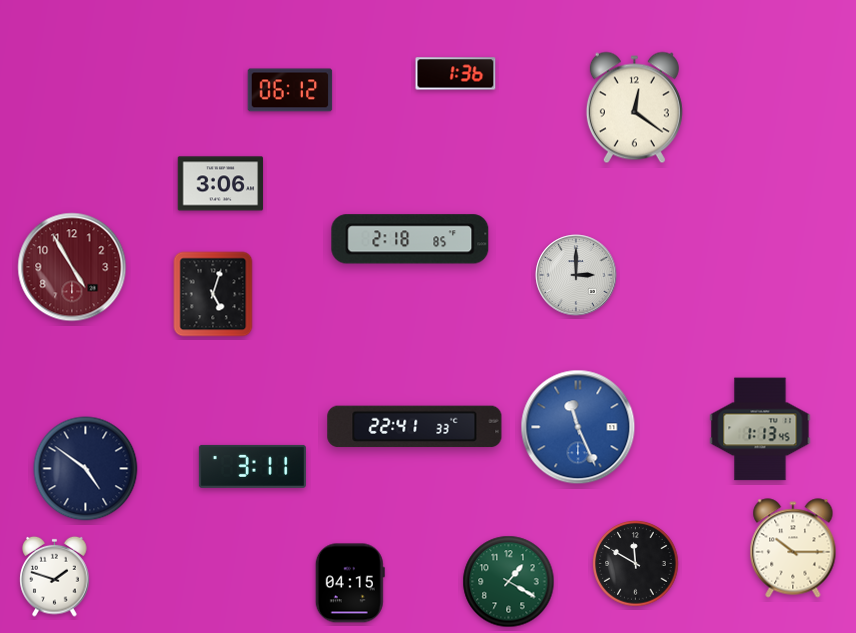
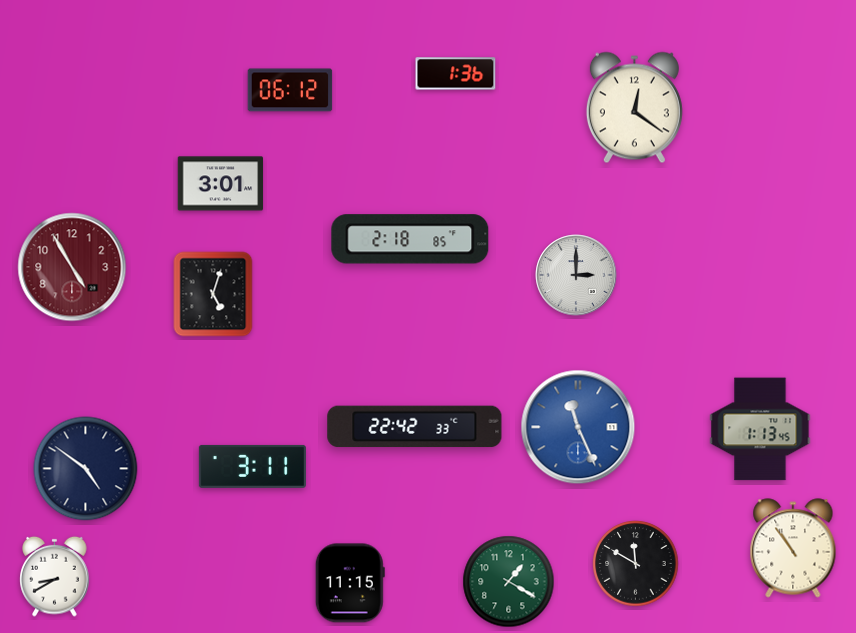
clock at (221, 184): 3:06 -> 3:01
clock at (415, 427): 22:41 -> 22:42
clock at (793, 548): 10:15 -> 10:54
clock at (55, 576): 1:48 -> 8:40
clock at (350, 583): 04:15 -> 11:15
